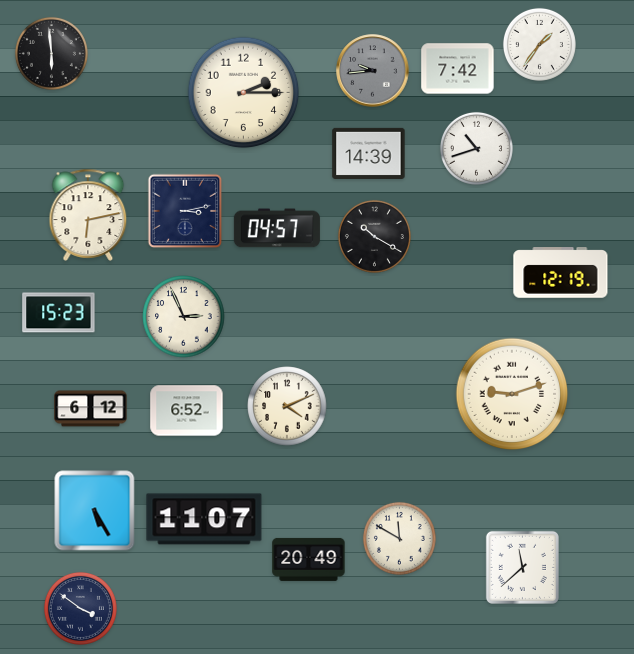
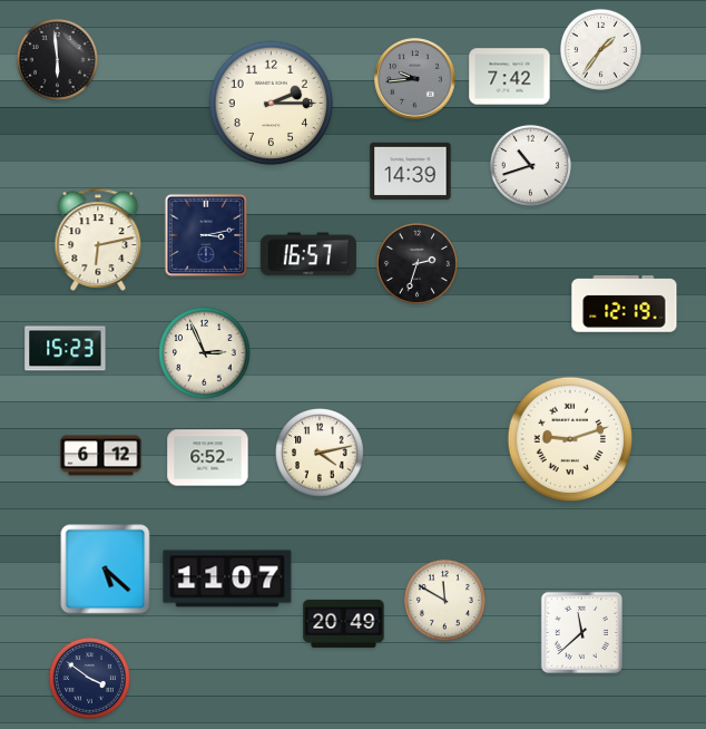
clock at (277, 228): 04:57 -> 16:57
clock at (374, 236): 10:20 -> 2:33
clock at (287, 406): 4:11 -> 4:13
clock at (95, 511): 5:25 -> 5:22
